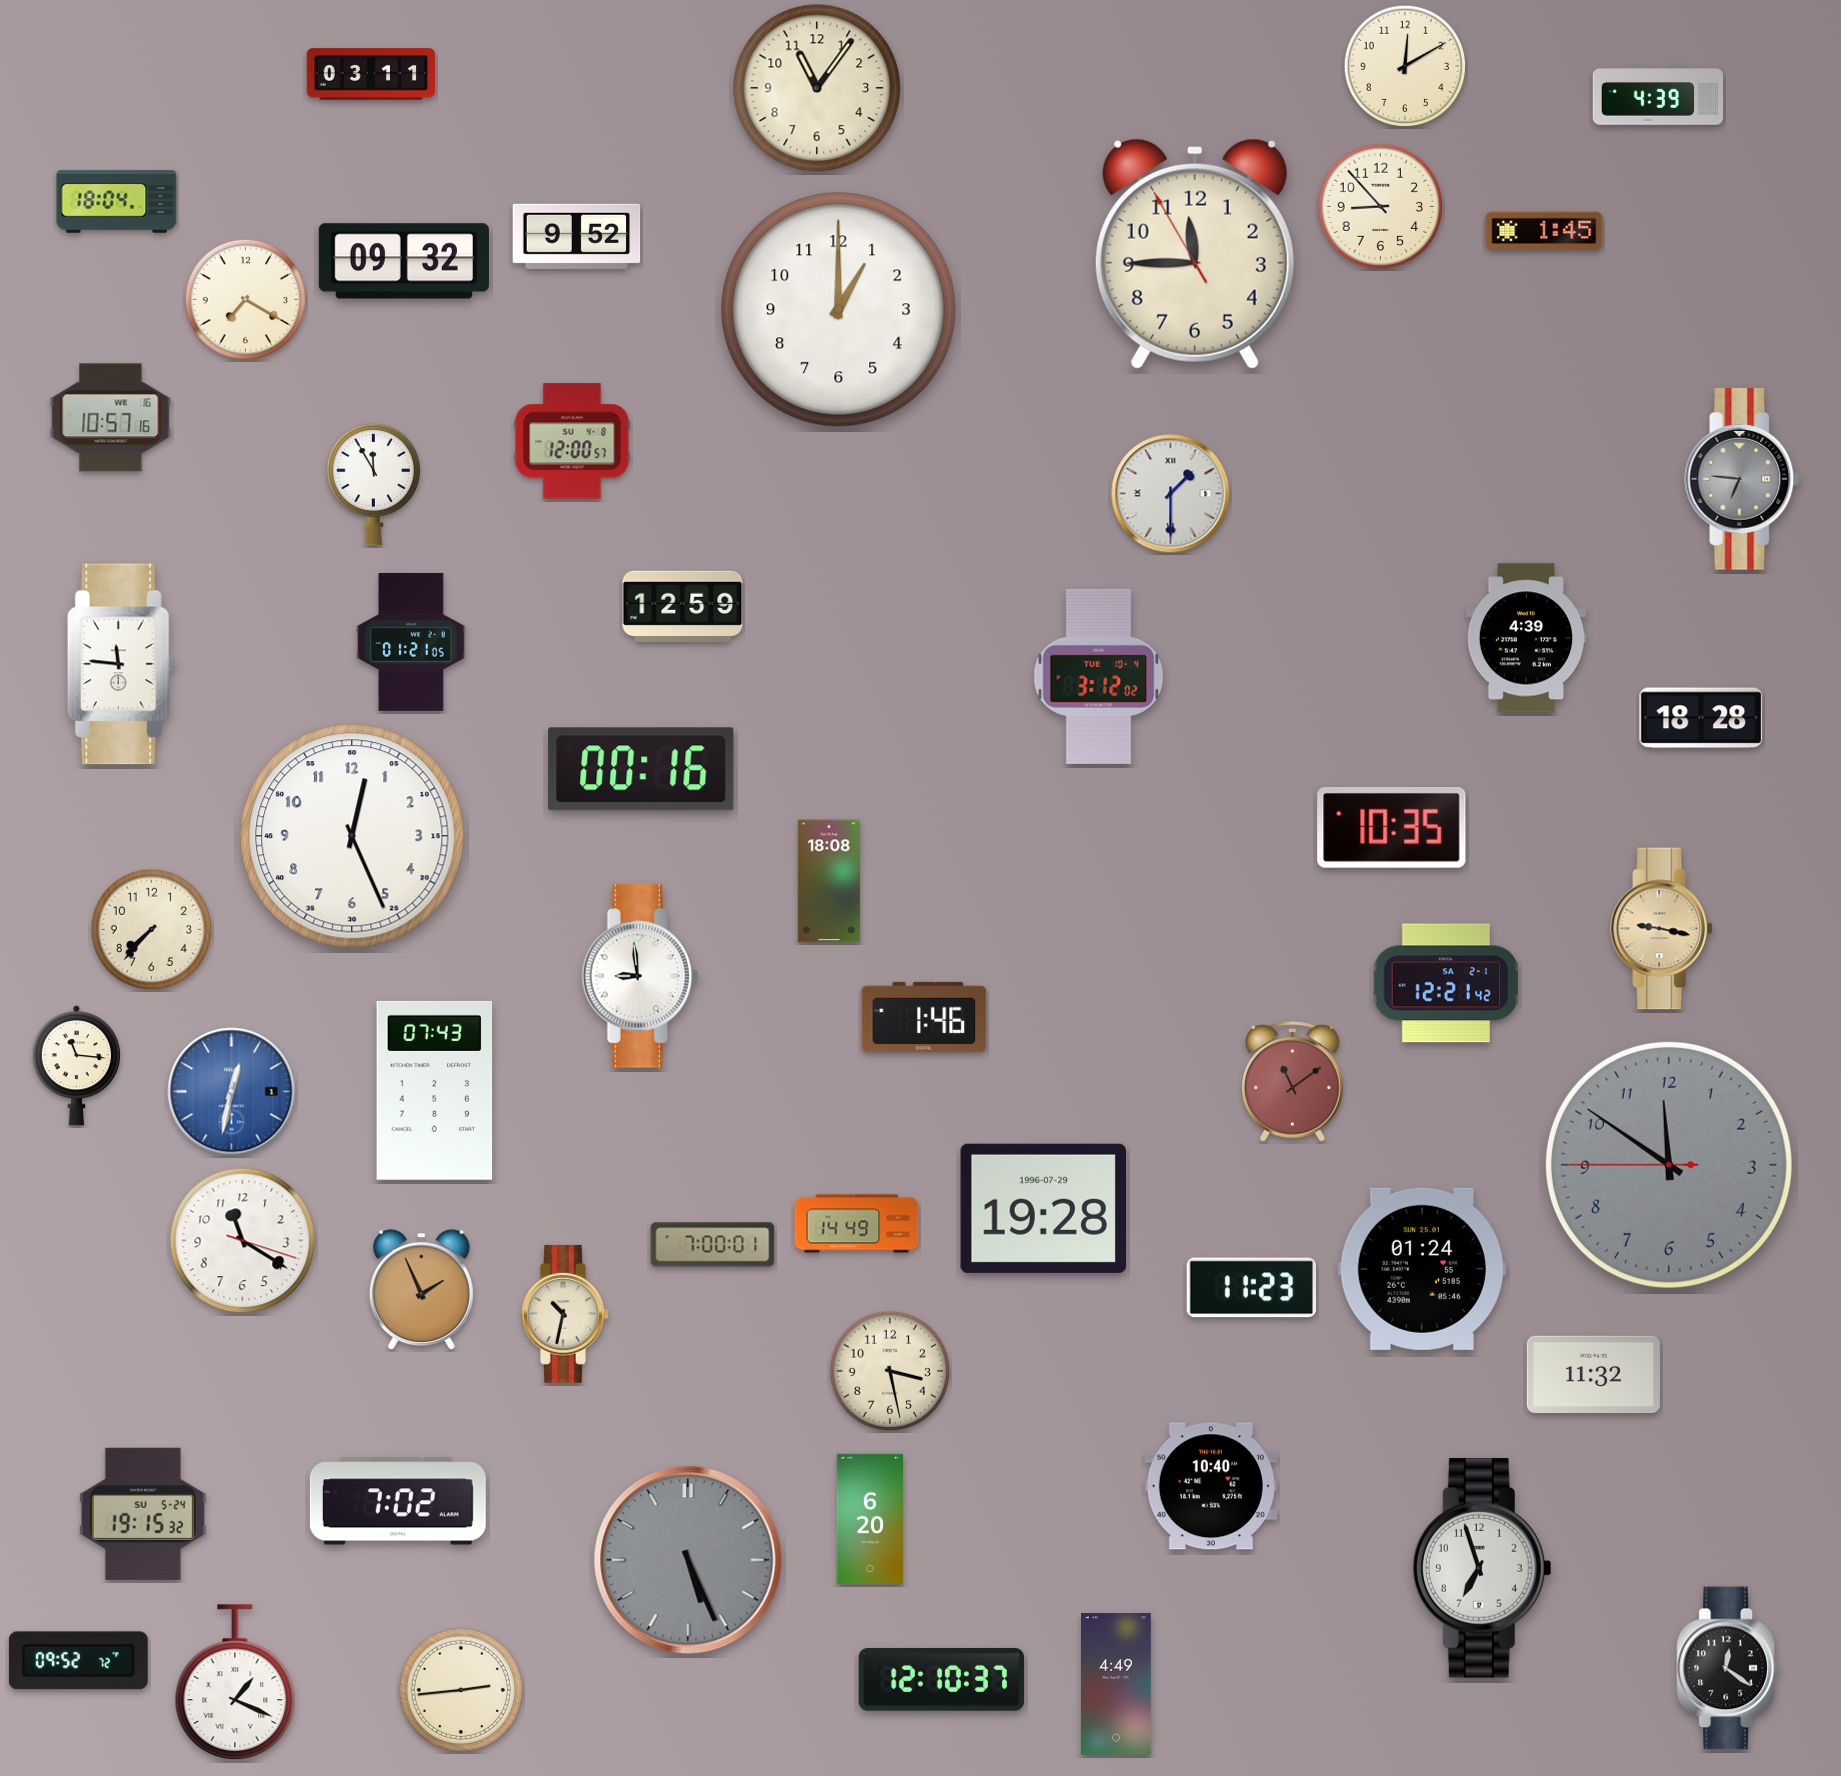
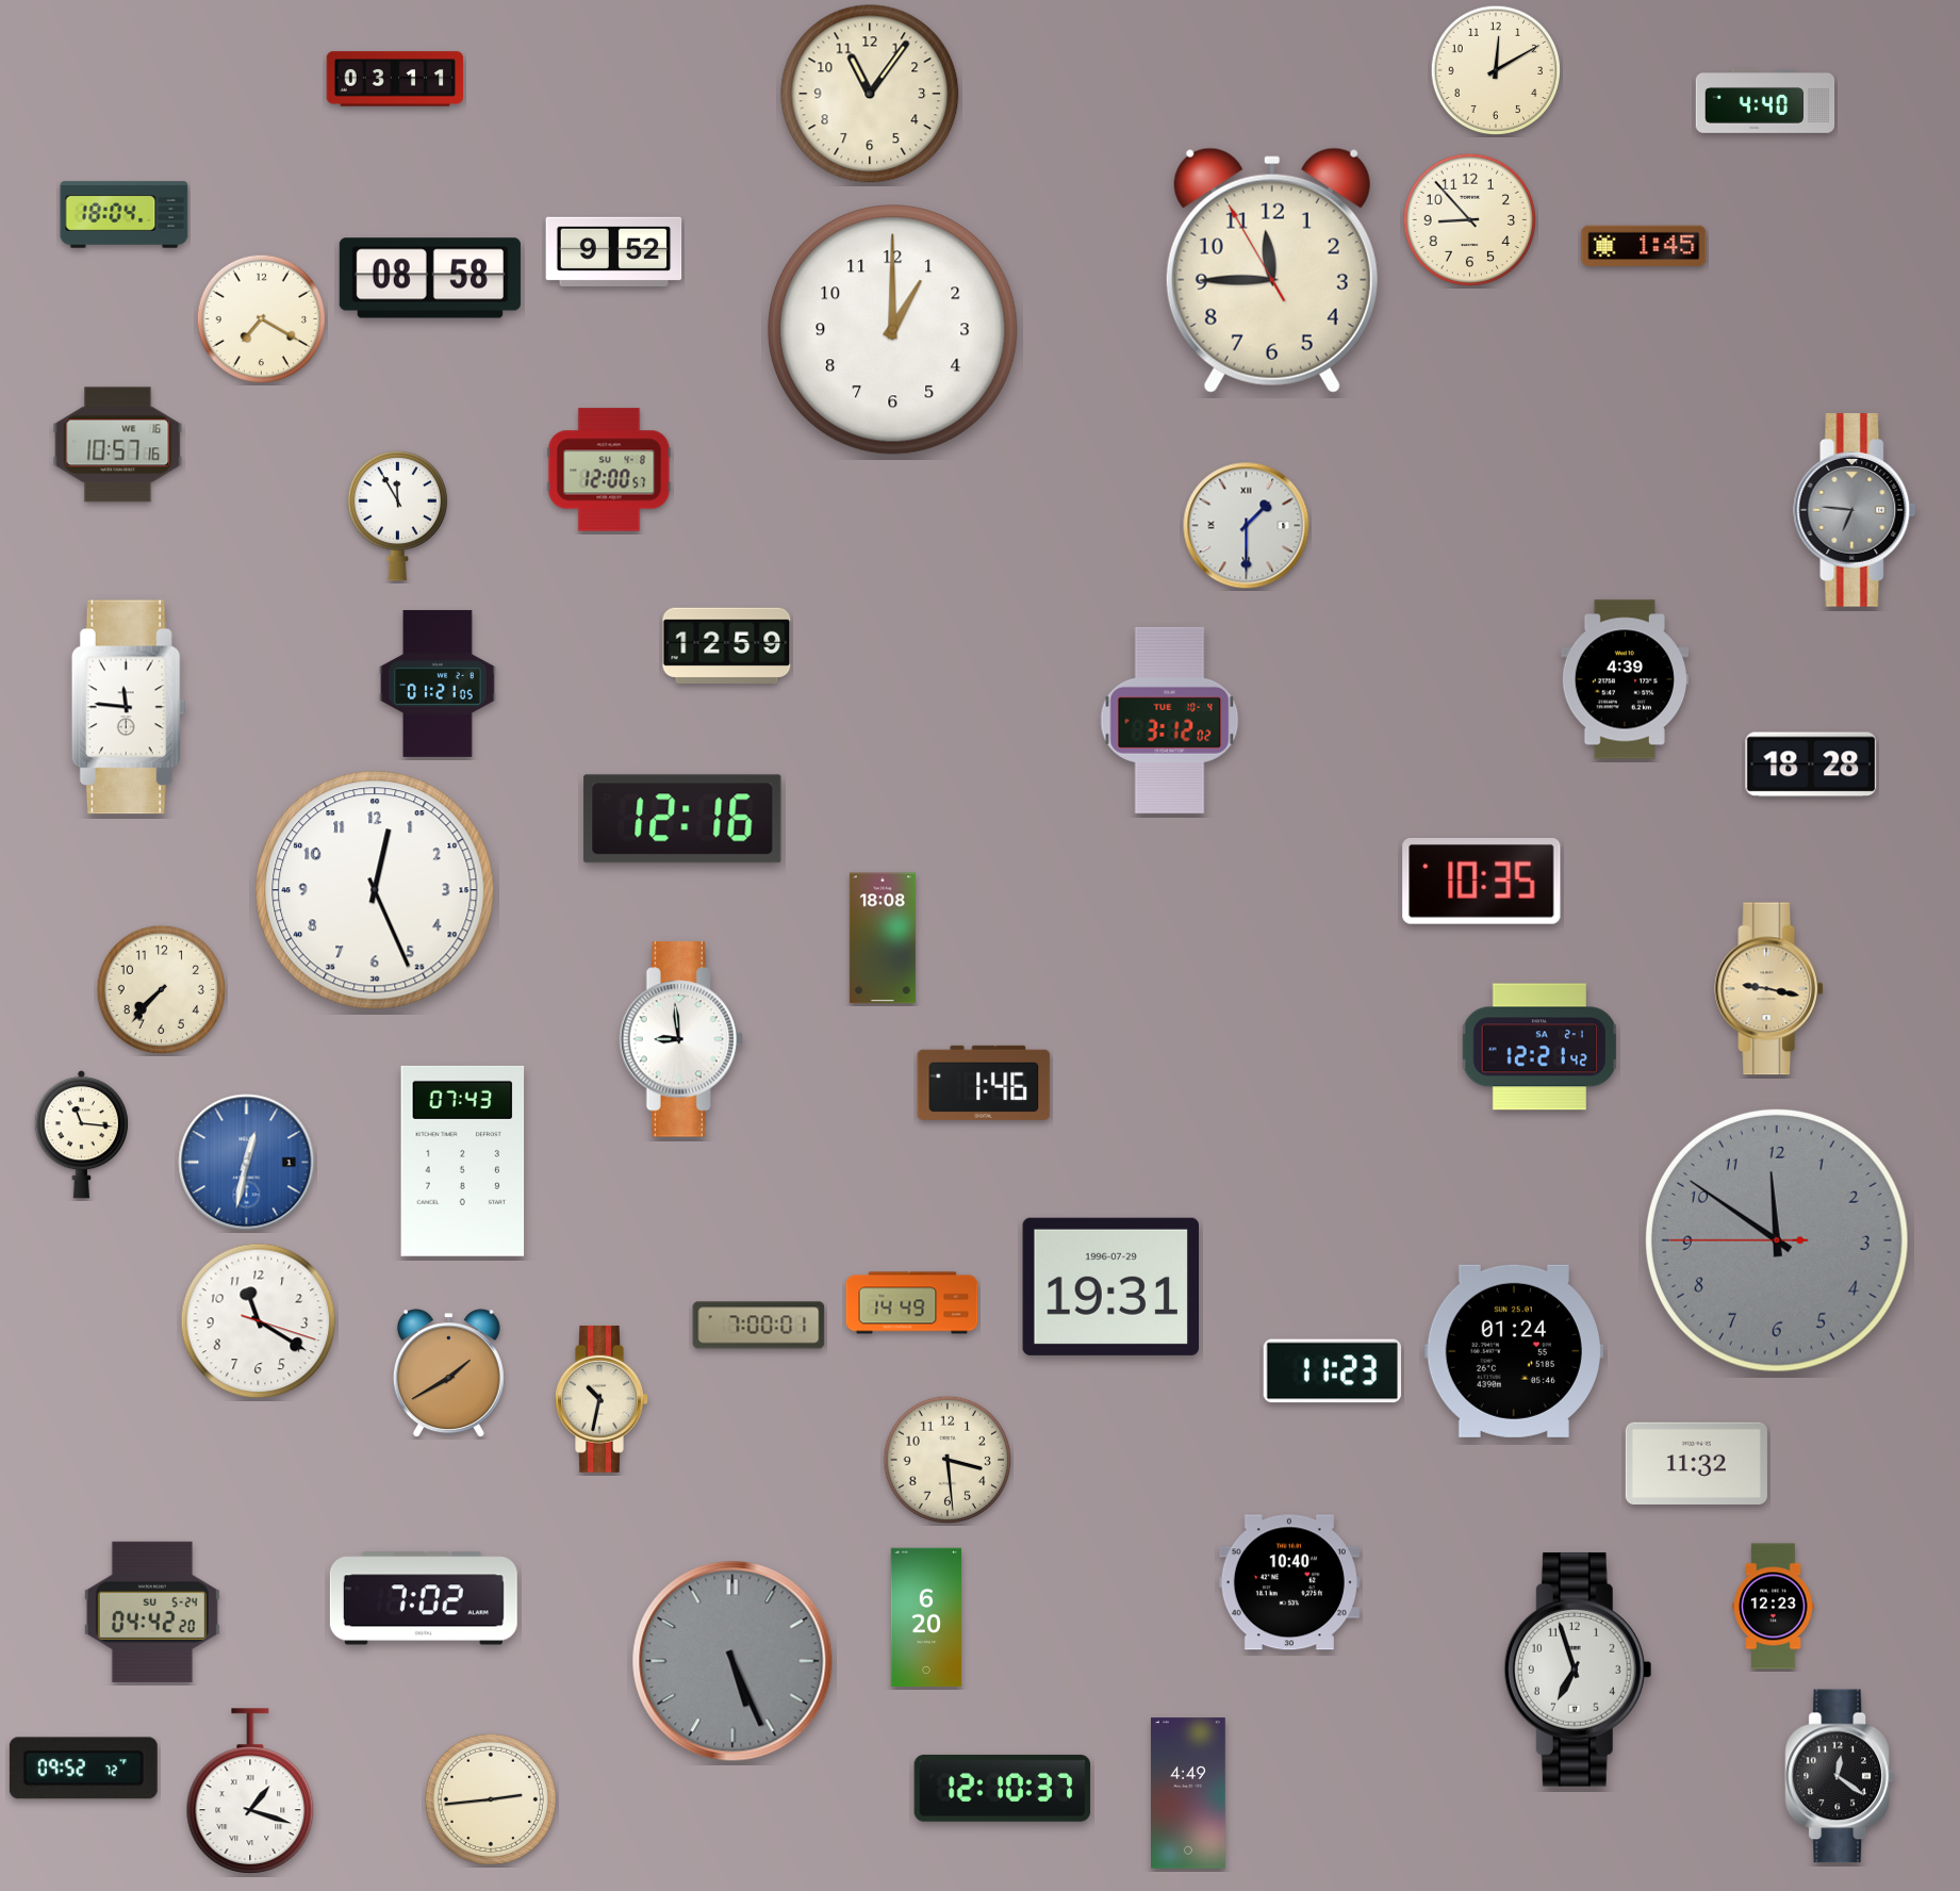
clock at (1658, 95): 4:39 -> 4:40
clock at (404, 261): 09:32 -> 08:58
clock at (641, 769): 00:16 -> 12:16
clock at (1293, 1082): 11:09 -> none
clock at (1043, 1208): 19:28 -> 19:31
clock at (421, 1290): 1:56 -> 1:40
clock at (889, 1370): 3:28 -> 3:29
clock at (1774, 1607): none -> 12:23
clock at (143, 1514): 19:15 -> 04:42
clock at (235, 1682): 1:19 -> 1:18
